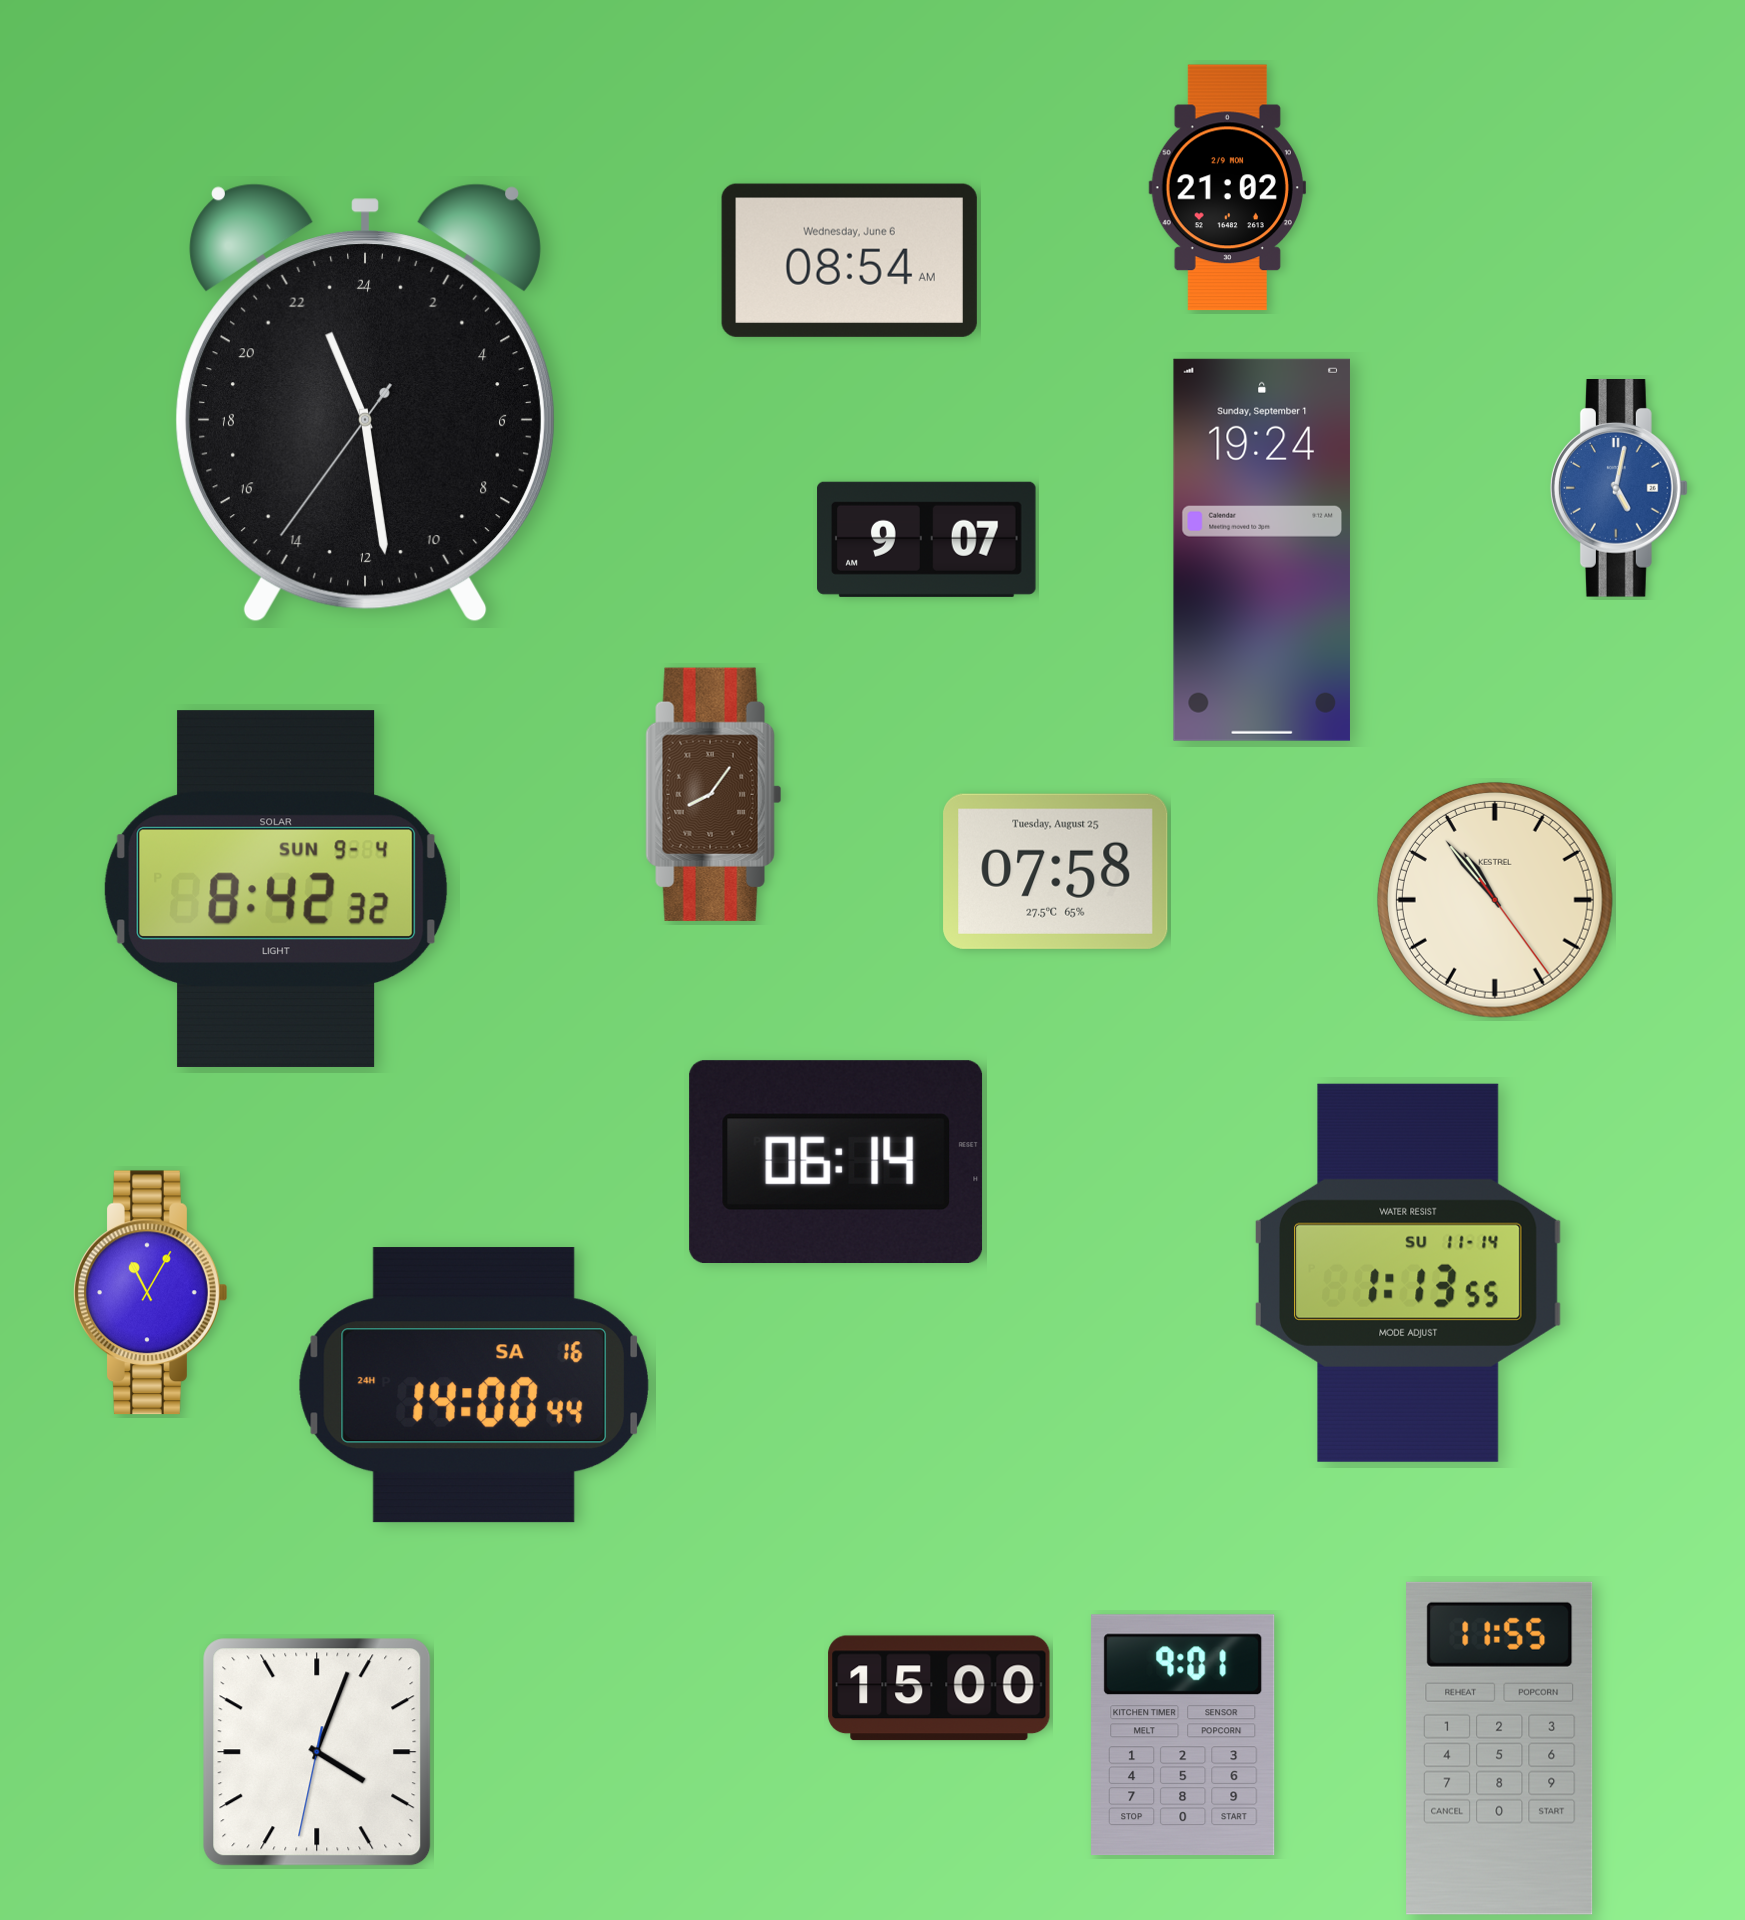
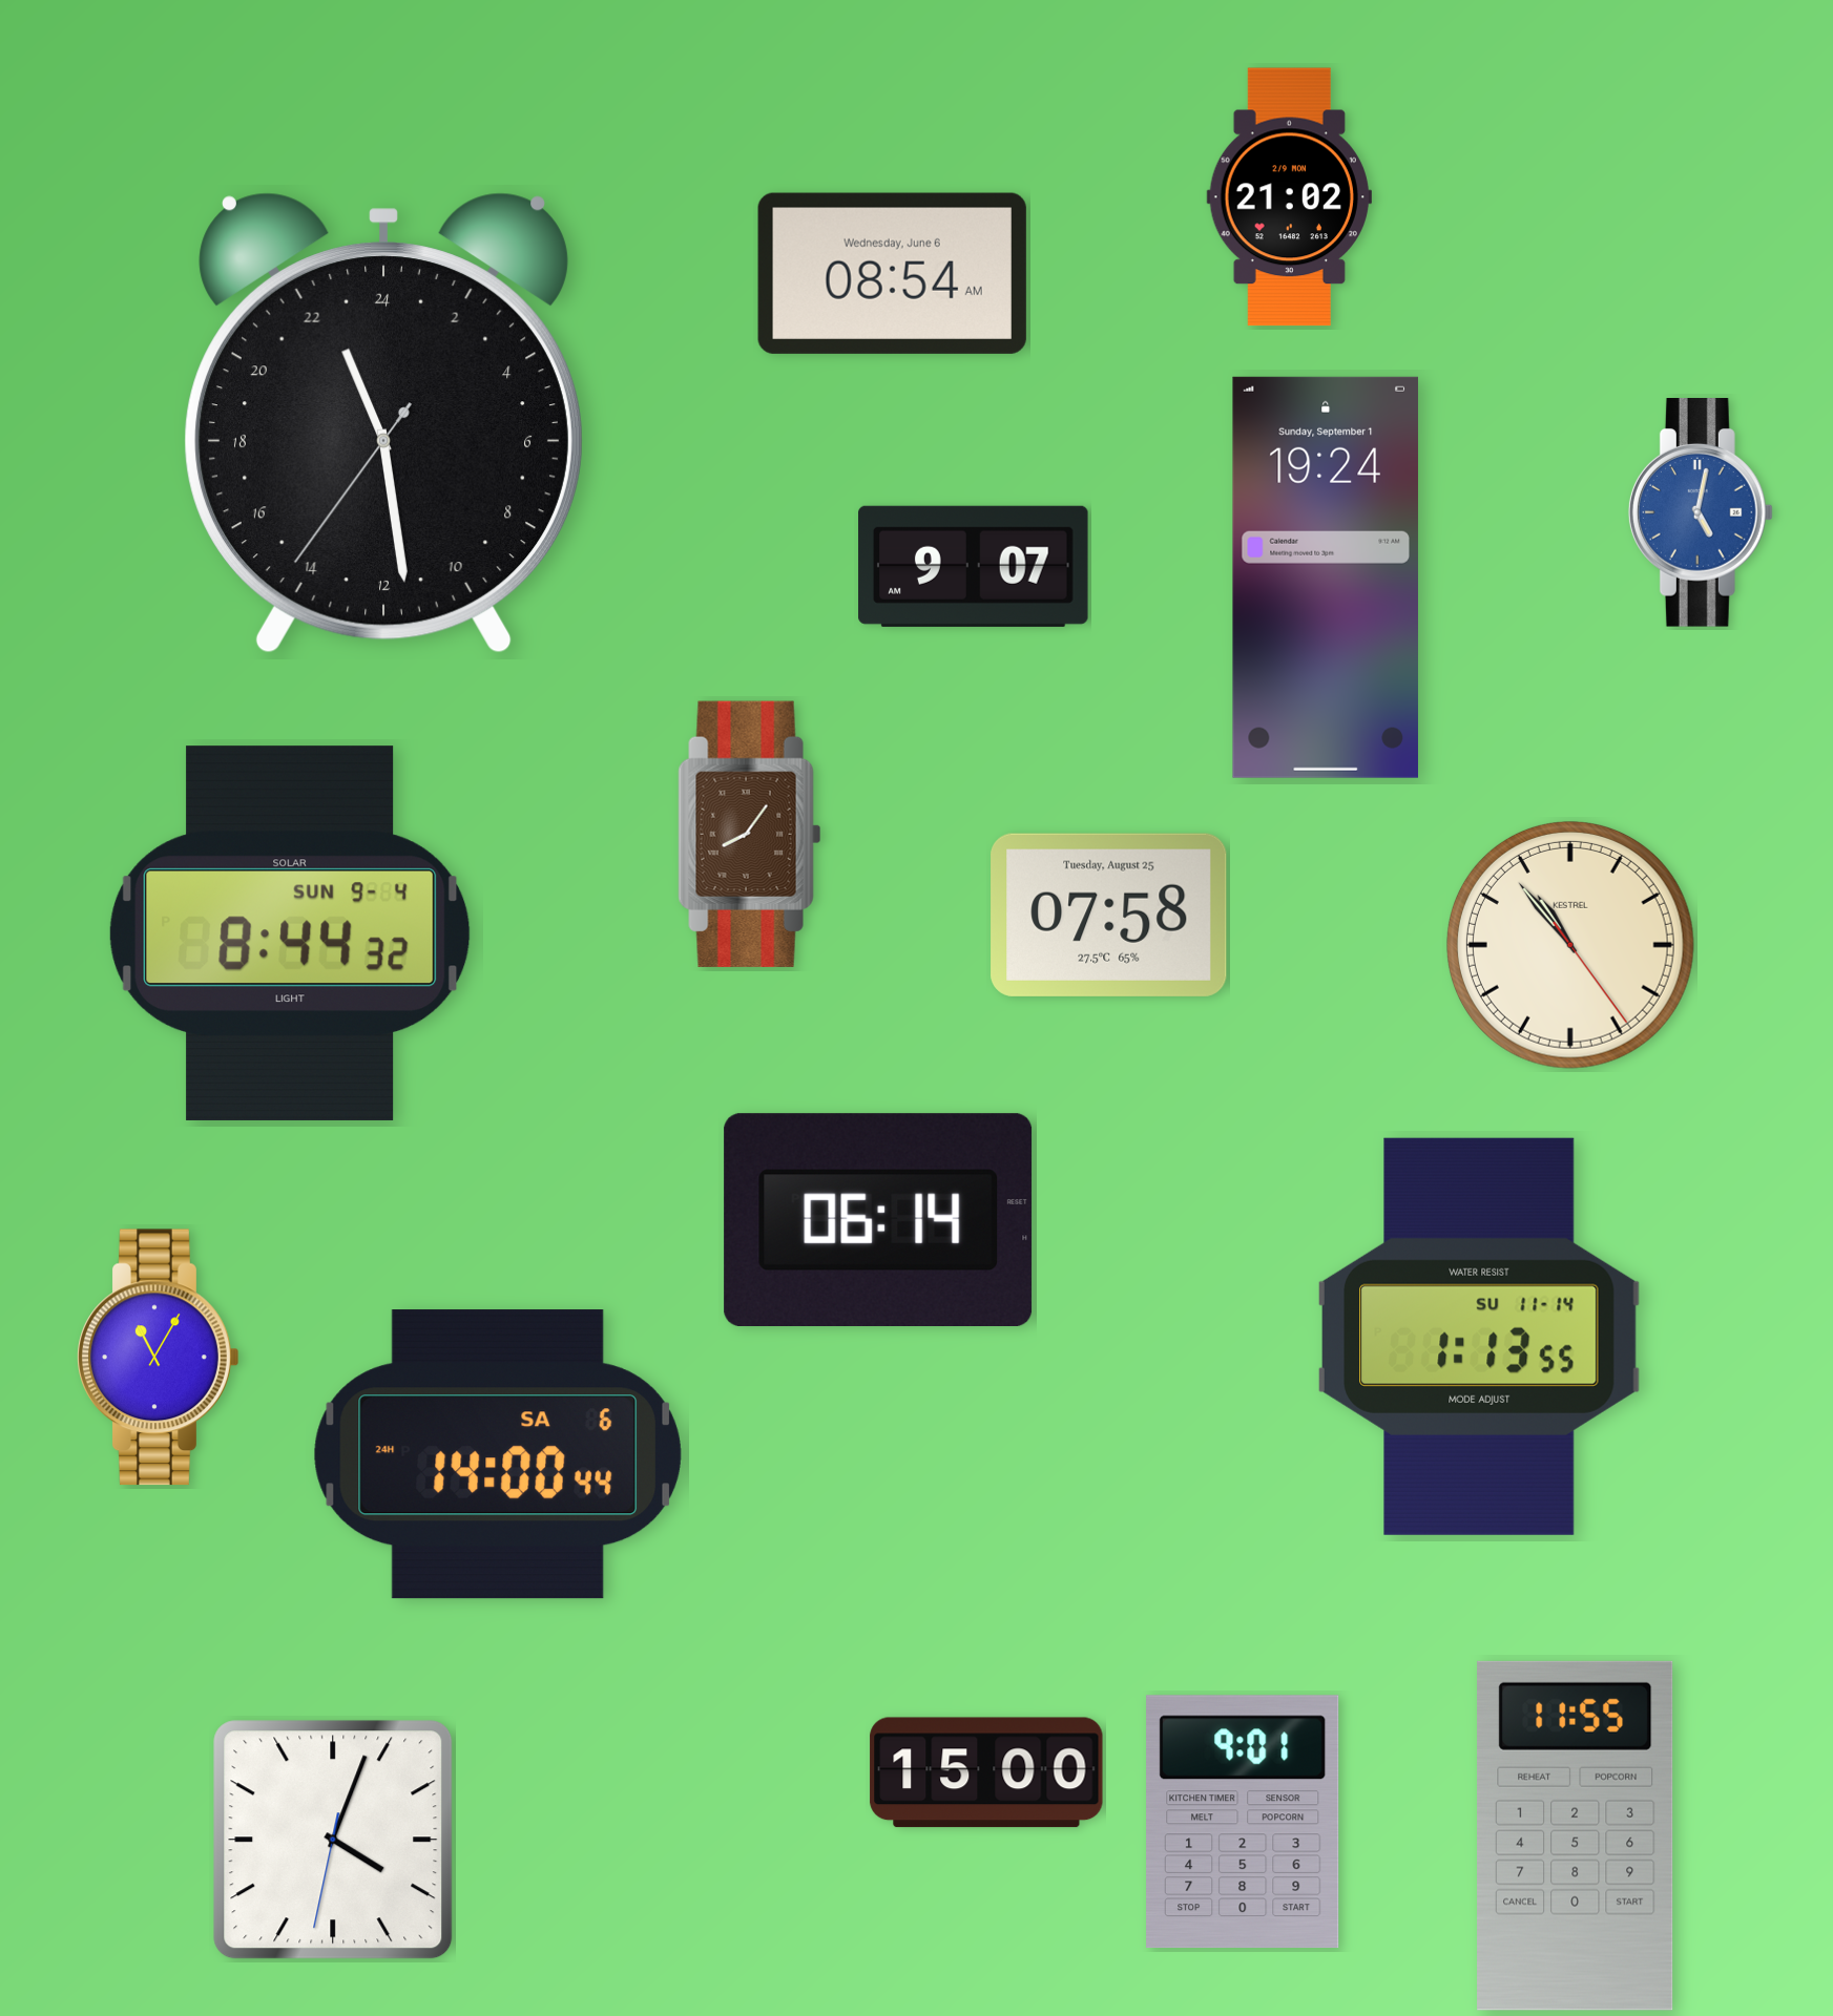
clock at (276, 889): 8:42 -> 8:44
clock at (474, 1385) date: SA 16 -> SA 6
